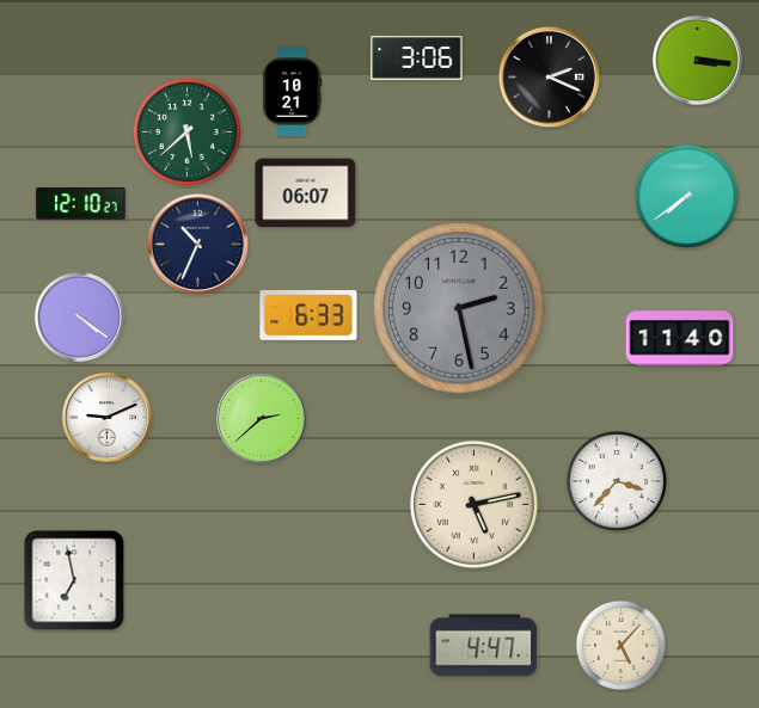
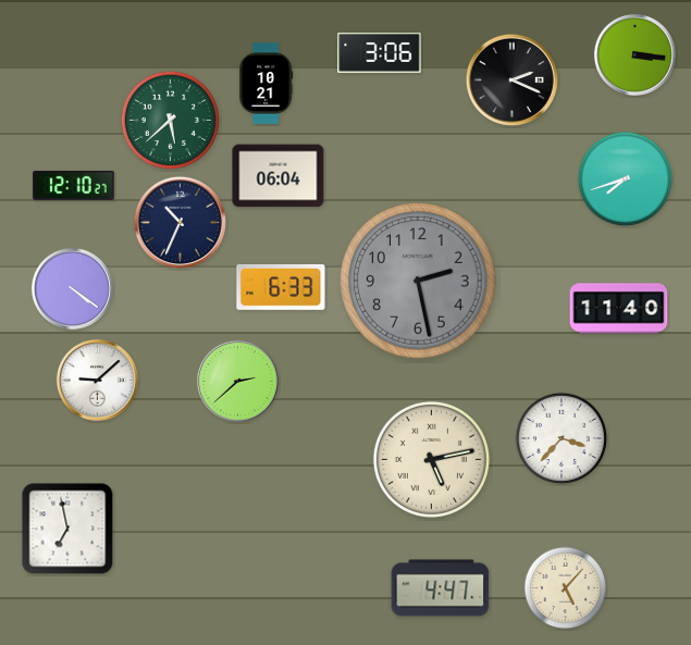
clock at (549, 76) position: (549, 76) -> (511, 79)
clock at (306, 193): 06:07 -> 06:04
clock at (686, 196): 7:39 -> 7:42
clock at (106, 417): 9:11 -> 9:08
